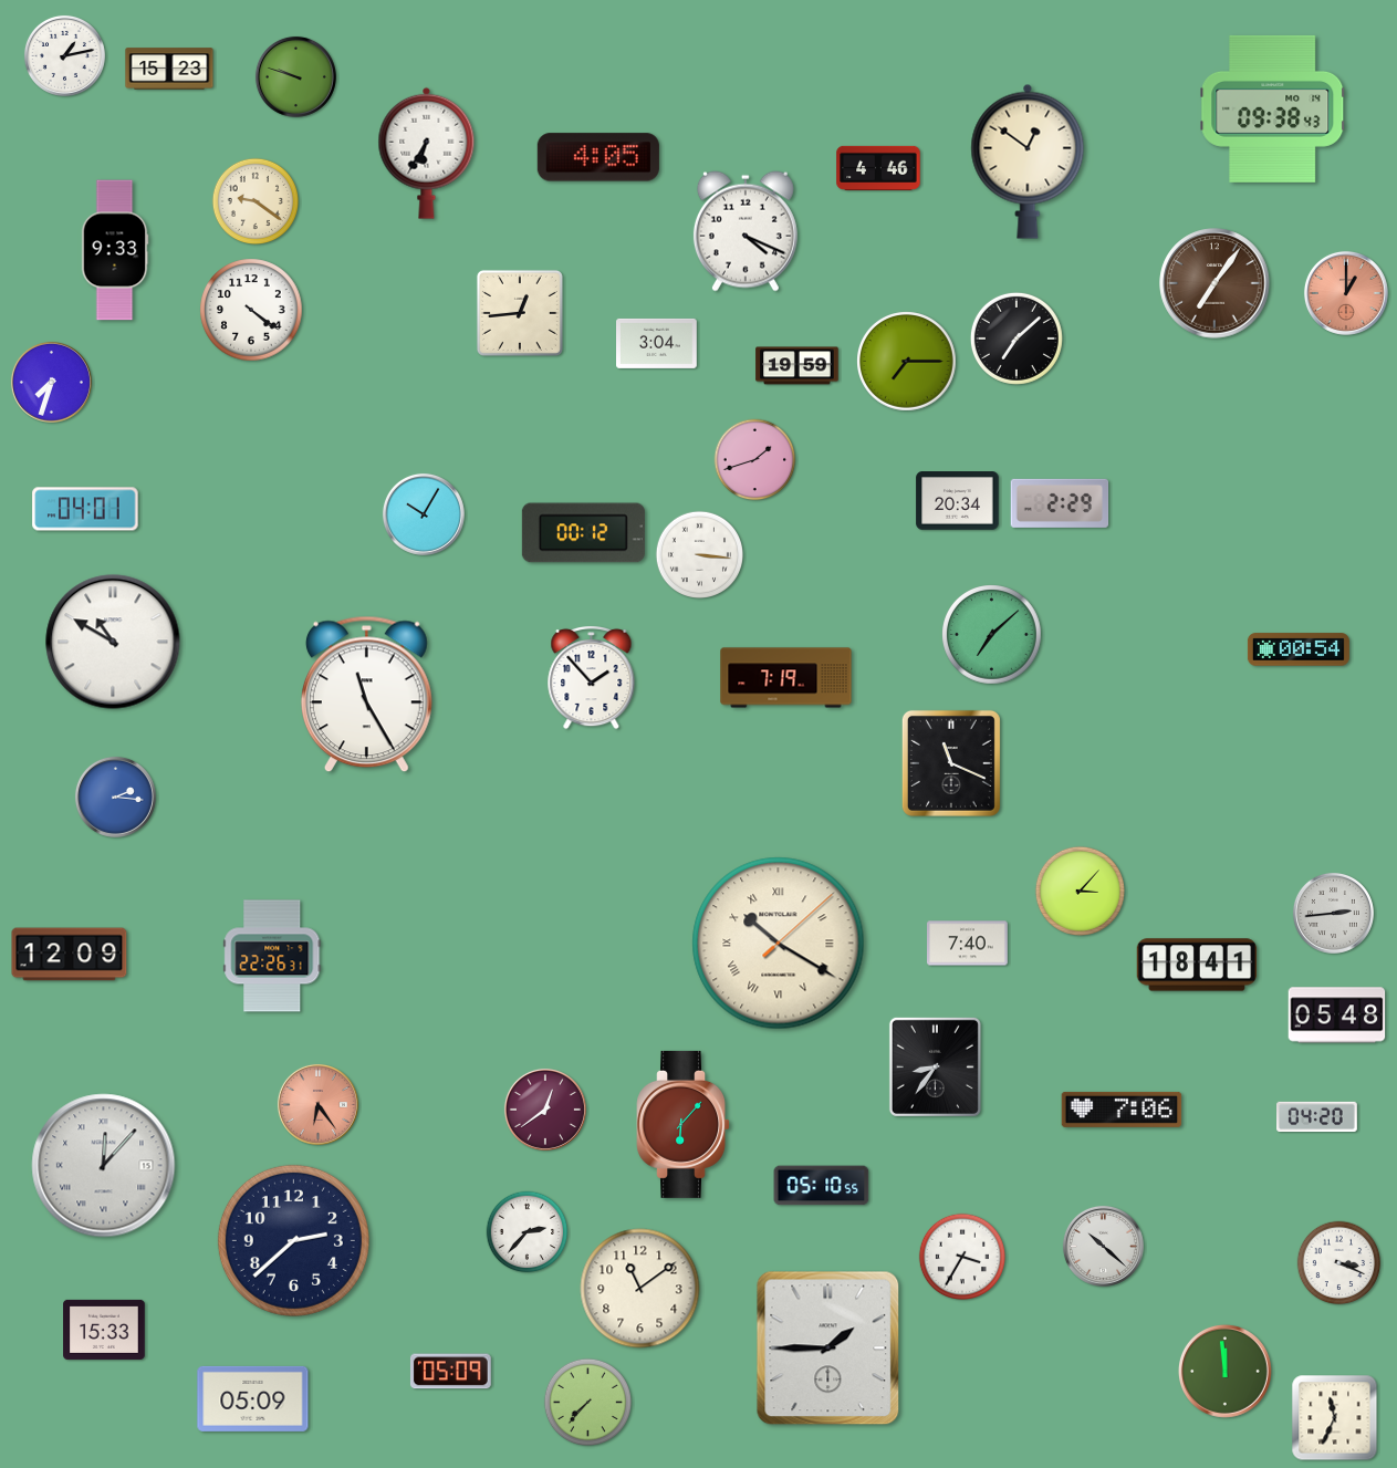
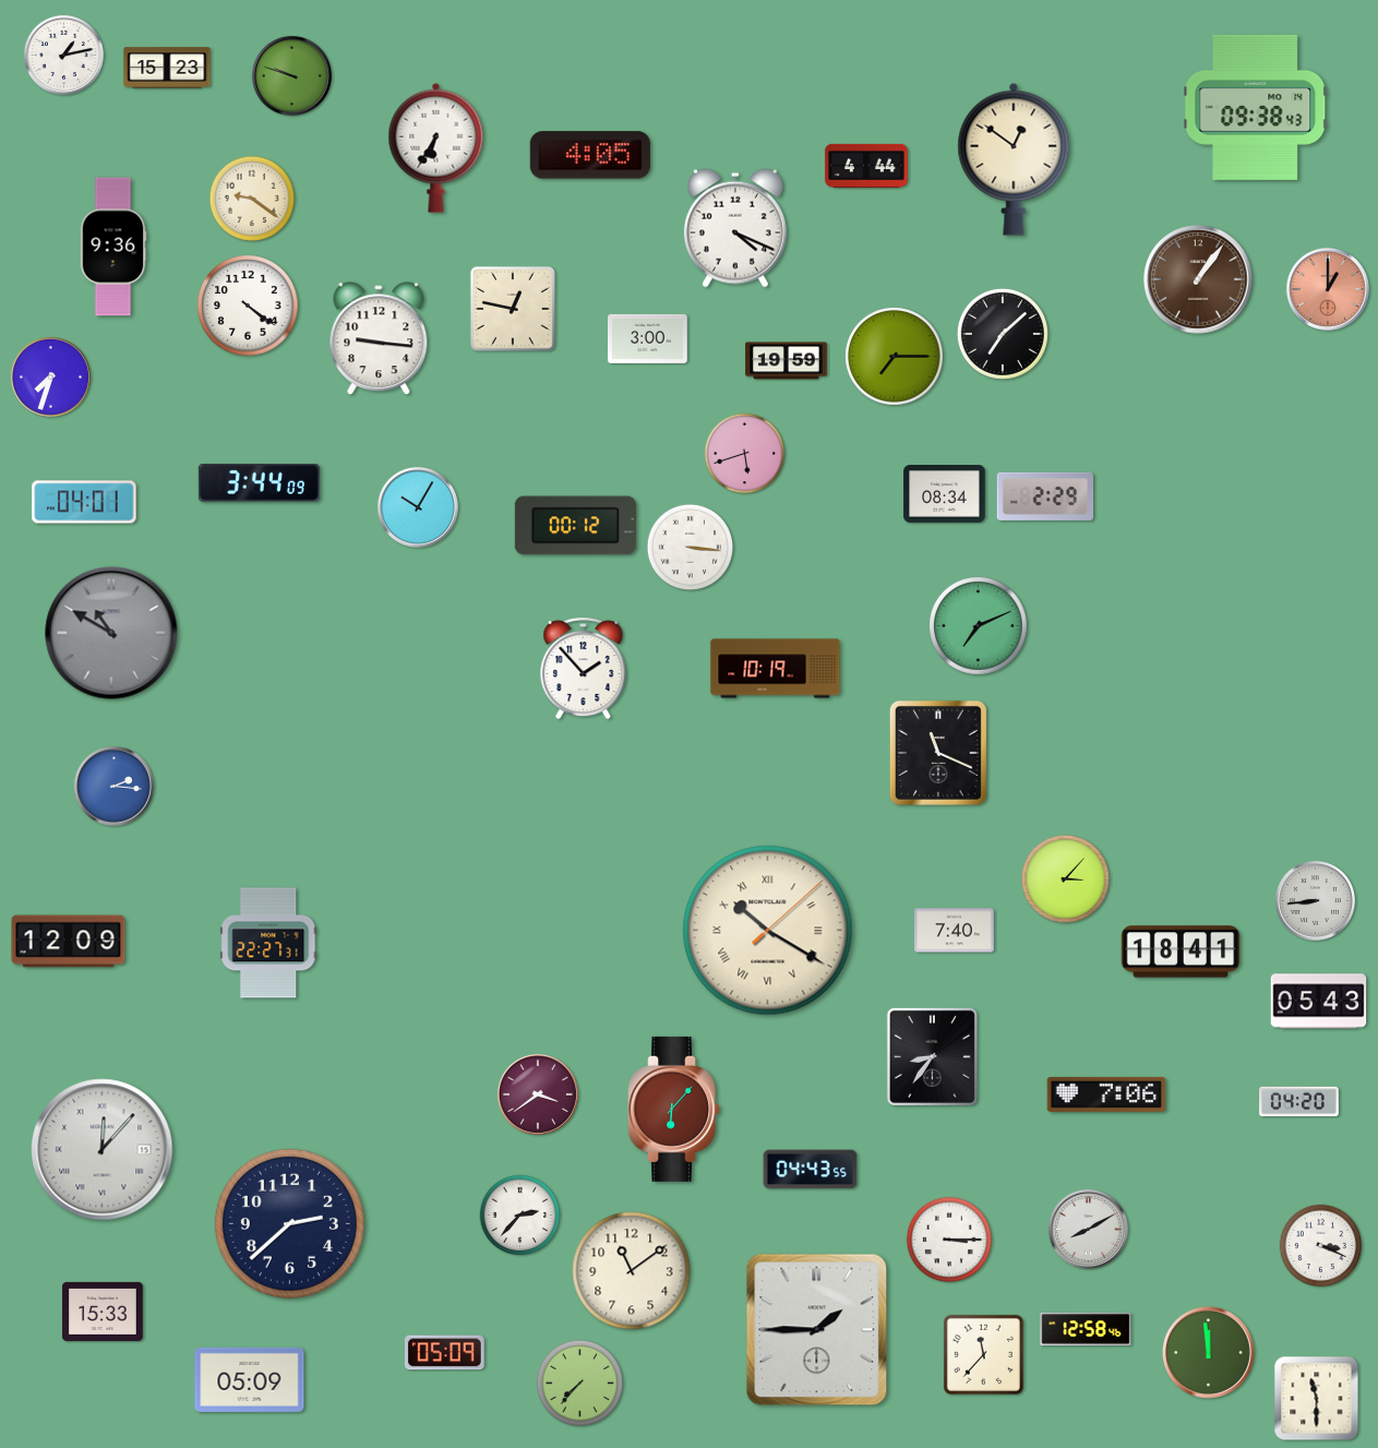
clock at (427, 153) position: (427, 153) -> (436, 147)
clock at (878, 168): 4:46 -> 4:44
clock at (115, 250): 9:33 -> 9:36
clock at (1214, 283): 7:06 -> 1:06
clock at (520, 313): 12:44 -> 12:47
clock at (657, 343): 3:04 -> 3:00
clock at (379, 339): none -> 9:16
clock at (755, 460): 1:42 -> 5:42
clock at (259, 482): none -> 3:44
clock at (958, 501): 20:34 -> 08:34
clock at (992, 635): 7:08 -> 7:11
clock at (113, 642) dial: white -> grey
clock at (1299, 649): 00:54 -> none
clock at (786, 678): 7:19 -> 10:19
clock at (366, 695): 11:25 -> none
clock at (1333, 913): 2:44 -> 8:44
clock at (272, 956): 22:26 -> 22:27
clock at (1337, 1016): 05:48 -> 05:43
clock at (935, 1066) position: (935, 1066) -> (932, 1056)
clock at (317, 1104): 6:24 -> none
clock at (545, 1110): 12:39 -> 3:39
clock at (822, 1186): 05:10 -> 04:43
clock at (1103, 1246): 10:22 -> 8:10
clock at (961, 1256): 3:35 -> 3:15
clock at (1086, 1329): none -> 12:58
clock at (983, 1354): none -> 11:37
clock at (1335, 1418): 11:34 -> 11:30
